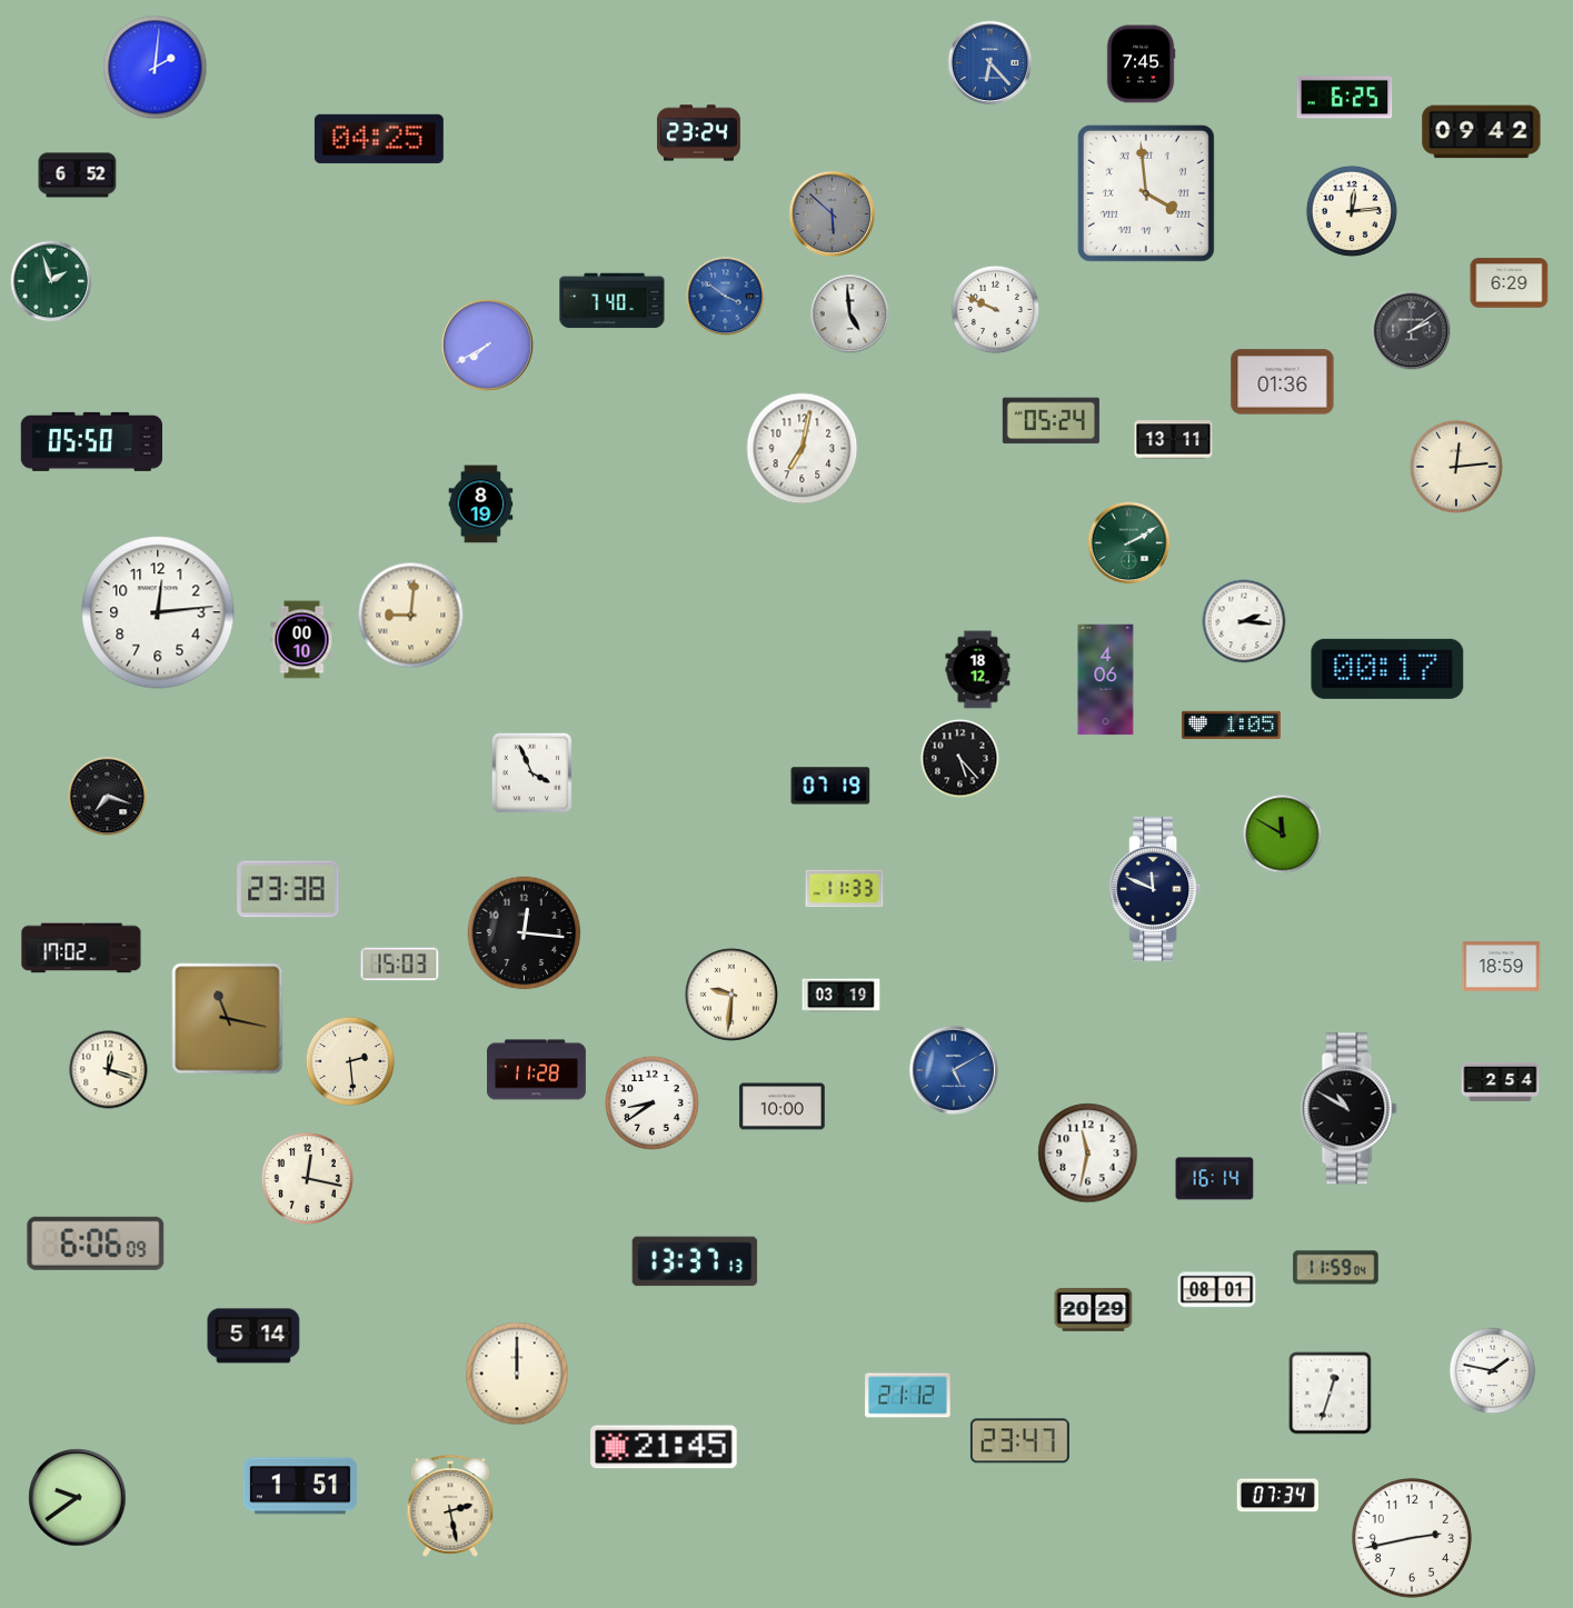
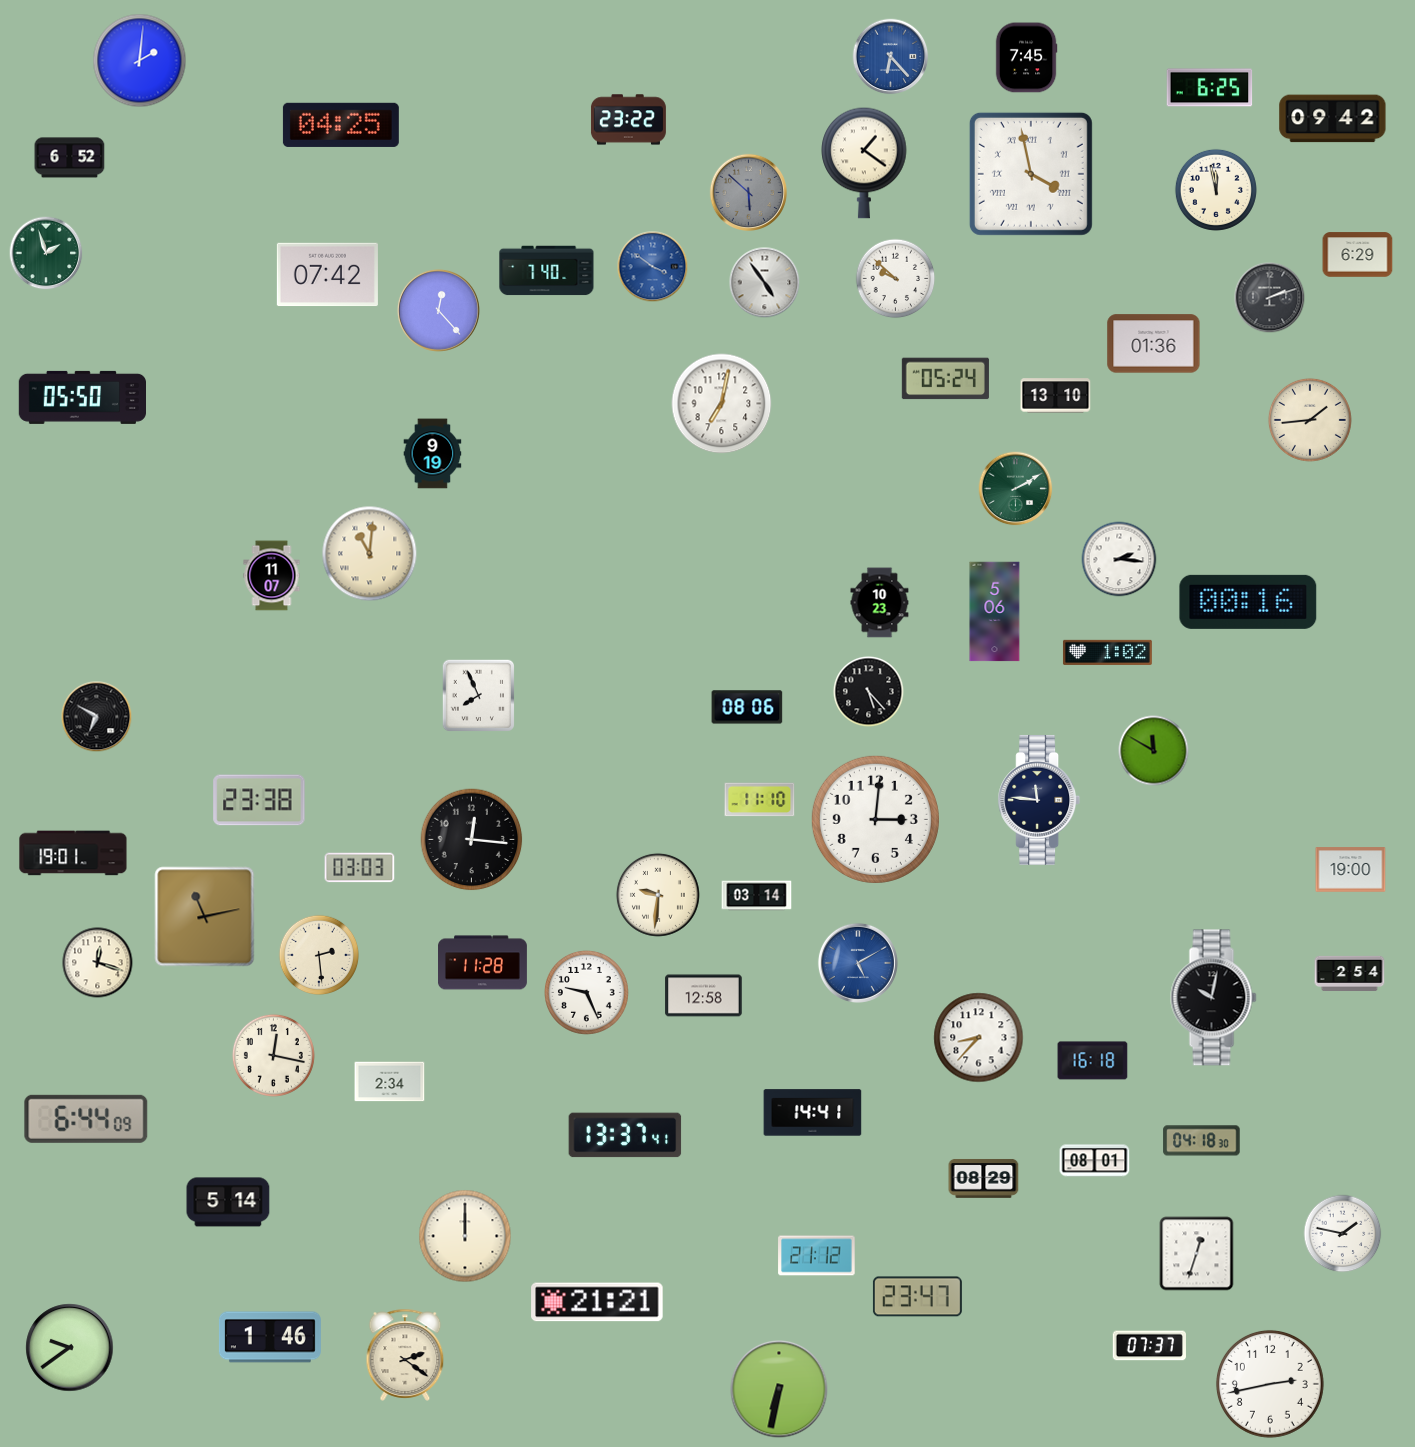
clock at (698, 133): 23:24 -> 23:22
clock at (864, 163): none -> 1:21
clock at (1146, 193): 3:59 -> 3:58
clock at (1352, 211): 12:14 -> 11:58
clock at (613, 301) position: (613, 301) -> (547, 271)
clock at (327, 275): none -> 07:42
clock at (996, 310): 9:49 -> 9:52
clock at (850, 314): 4:59 -> 4:54
clock at (1412, 331): 2:09 -> 2:12
clock at (488, 346): 7:40 -> 12:23
clock at (1174, 440): 13:11 -> 13:10
clock at (1456, 467): 12:14 -> 1:44
clock at (481, 505): 8:19 -> 9:19
clock at (158, 612): 12:14 -> none
clock at (411, 616): 9:01 -> 11:01
clock at (302, 640): 00:10 -> 11:07
clock at (1387, 669): 00:17 -> 00:16
clock at (978, 670): 18:12 -> 10:23
clock at (1106, 680): 4:06 -> 5:06
clock at (1231, 725): 1:05 -> 1:02
clock at (960, 759) position: (960, 759) -> (869, 692)
clock at (531, 772): 3:56 -> 7:56
clock at (830, 786): 07:19 -> 08:06
clock at (108, 797): 7:18 -> 6:50
clock at (845, 889): 11:33 -> 11:10
clock at (1155, 889): 11:49 -> 11:46
clock at (875, 819): none -> 3:01
clock at (81, 948): 17:02 -> 19:01
clock at (400, 965): 15:03 -> 03:03
clock at (1502, 967): 18:59 -> 19:00
clock at (842, 996): 03:19 -> 03:14
clock at (228, 1019): 11:17 -> 11:13
clock at (350, 1061) position: (350, 1061) -> (319, 955)
clock at (651, 1102): 8:39 -> 9:26
clock at (783, 1107): 10:00 -> 12:58
clock at (1350, 1109): 10:50 -> 10:02
clock at (1088, 1153): 11:32 -> 8:37
clock at (307, 1178) position: (307, 1178) -> (273, 1055)
clock at (1215, 1179): 16:14 -> 16:18
clock at (390, 1082): none -> 2:34
clock at (813, 1113): none -> 14:41
clock at (96, 1244): 6:06 -> 6:44
clock at (695, 1261): 13:37:13 -> 13:37:41
clock at (1336, 1268): 11:59 -> 04:18
clock at (1094, 1309): 20:29 -> 08:29
clock at (664, 1447): 21:45 -> 21:21
clock at (300, 1486): 1:51 -> 1:46
clock at (1277, 1496): 07:34 -> 07:37
clock at (450, 1506): 2:28 -> 2:21
clock at (779, 1389): none -> 6:32
